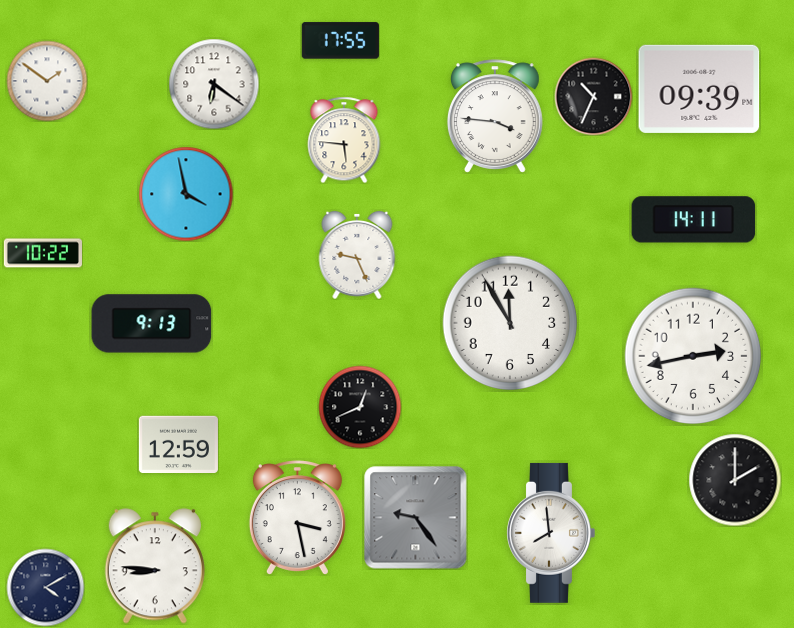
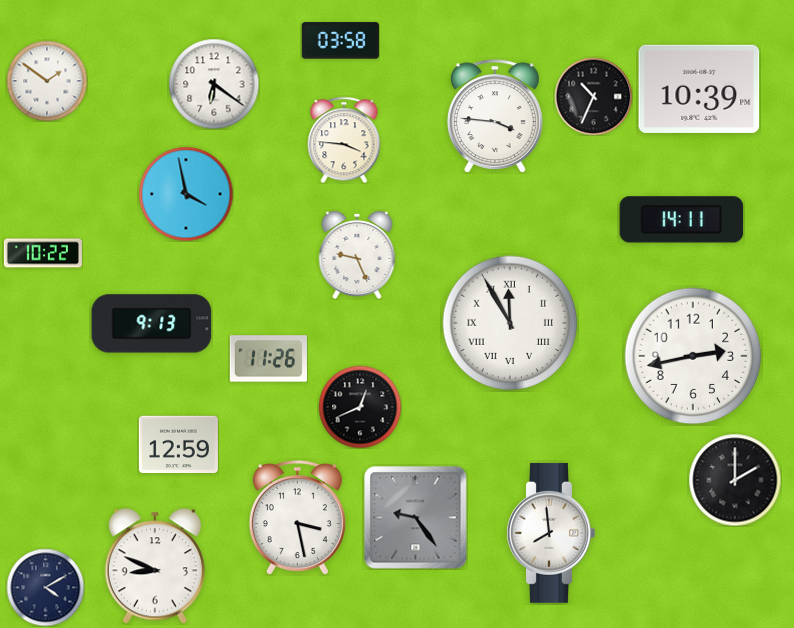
clock at (340, 41): 17:55 -> 03:58
clock at (699, 89): 09:39 -> 10:39
clock at (344, 140): 5:46 -> 3:46
clock at (694, 220) position: (694, 220) -> (682, 220)
clock at (510, 323) numerals: Arabic -> Roman
clock at (268, 359): none -> 11:26
clock at (155, 566): 8:46 -> 8:49
